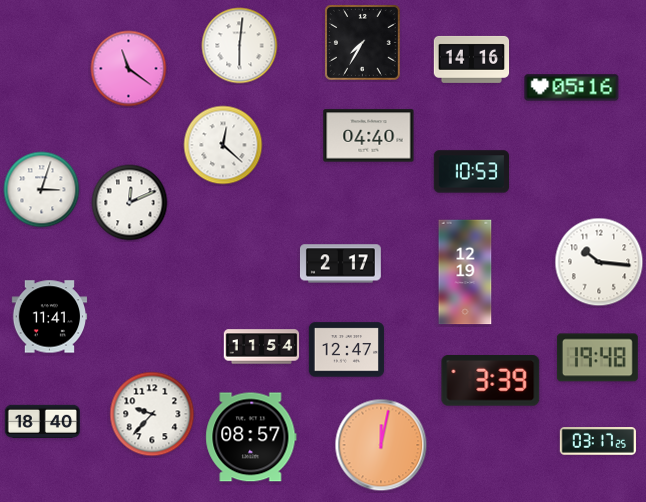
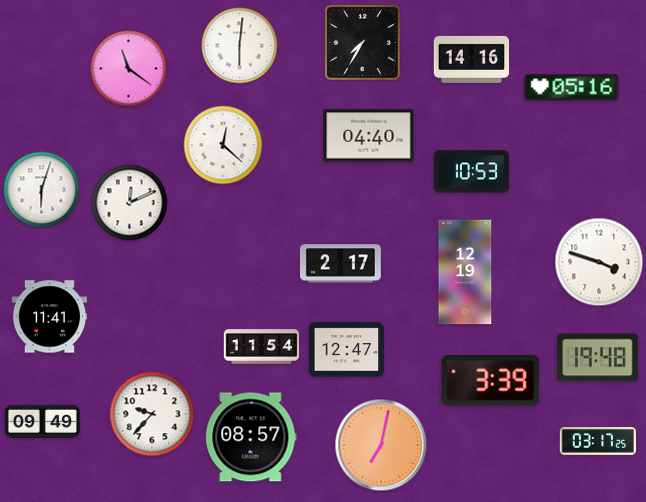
clock at (42, 190): 3:03 -> 6:03
clock at (599, 262): 10:16 -> 3:48
clock at (43, 421): 18:40 -> 09:49
clock at (381, 445): 12:02 -> 7:02
